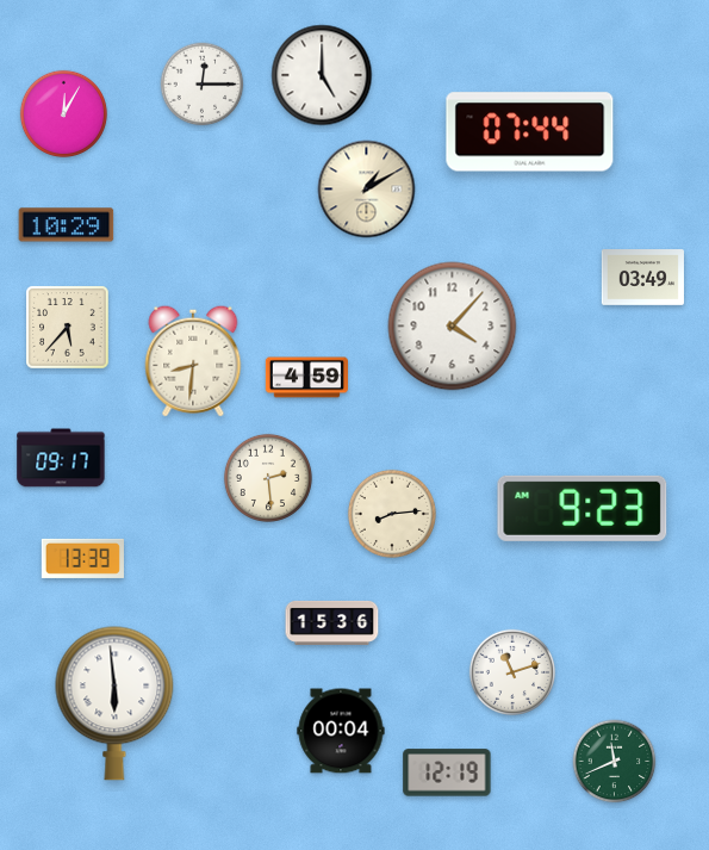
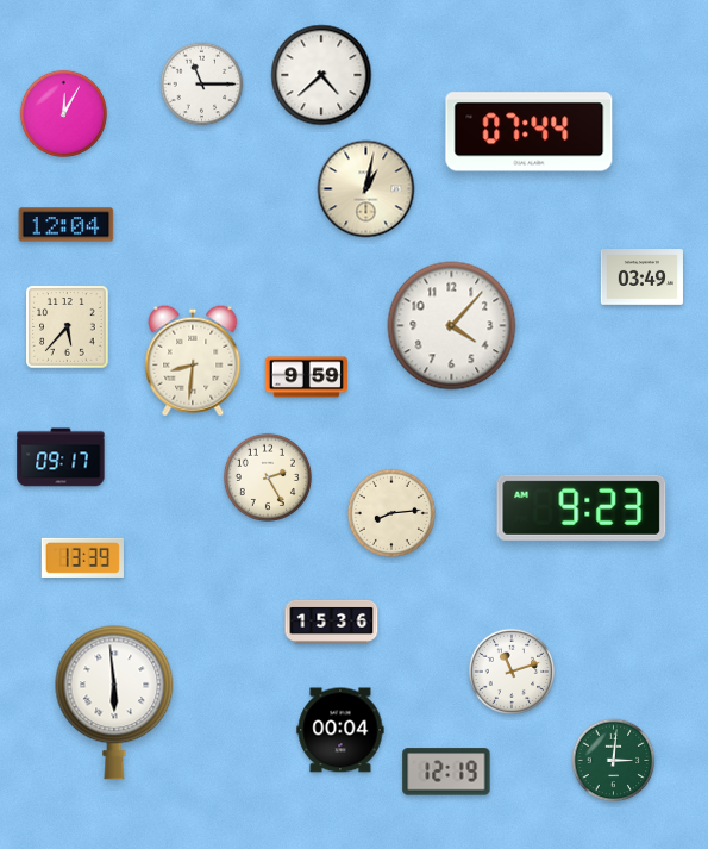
clock at (322, 75): 5:00 -> 4:38
clock at (203, 85): 12:15 -> 11:15
clock at (367, 190): 1:10 -> 1:02
clock at (67, 225): 10:29 -> 12:04
clock at (306, 378): 4:59 -> 9:59
clock at (268, 478): 2:29 -> 2:25
clock at (615, 762): 11:41 -> 3:01
